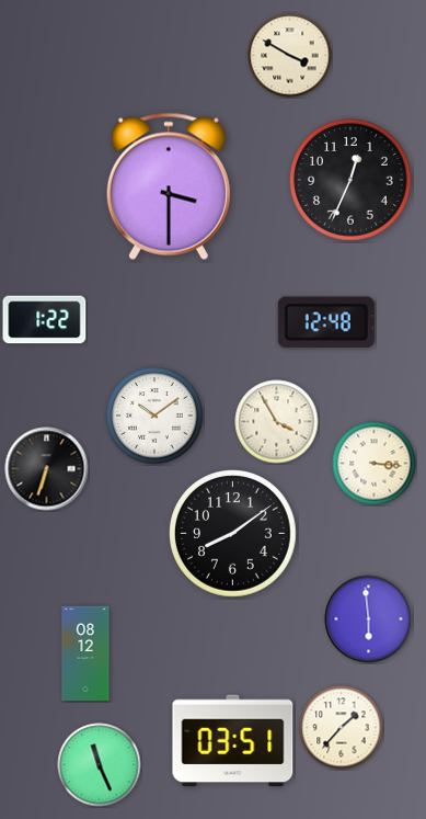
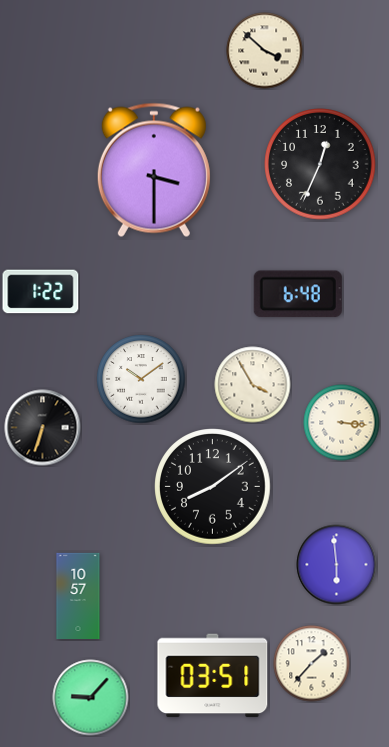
clock at (290, 56): 3:50 -> 3:52
clock at (326, 322): 12:48 -> 6:48
clock at (85, 652): 08:12 -> 10:57
clock at (100, 765): 11:26 -> 9:07
